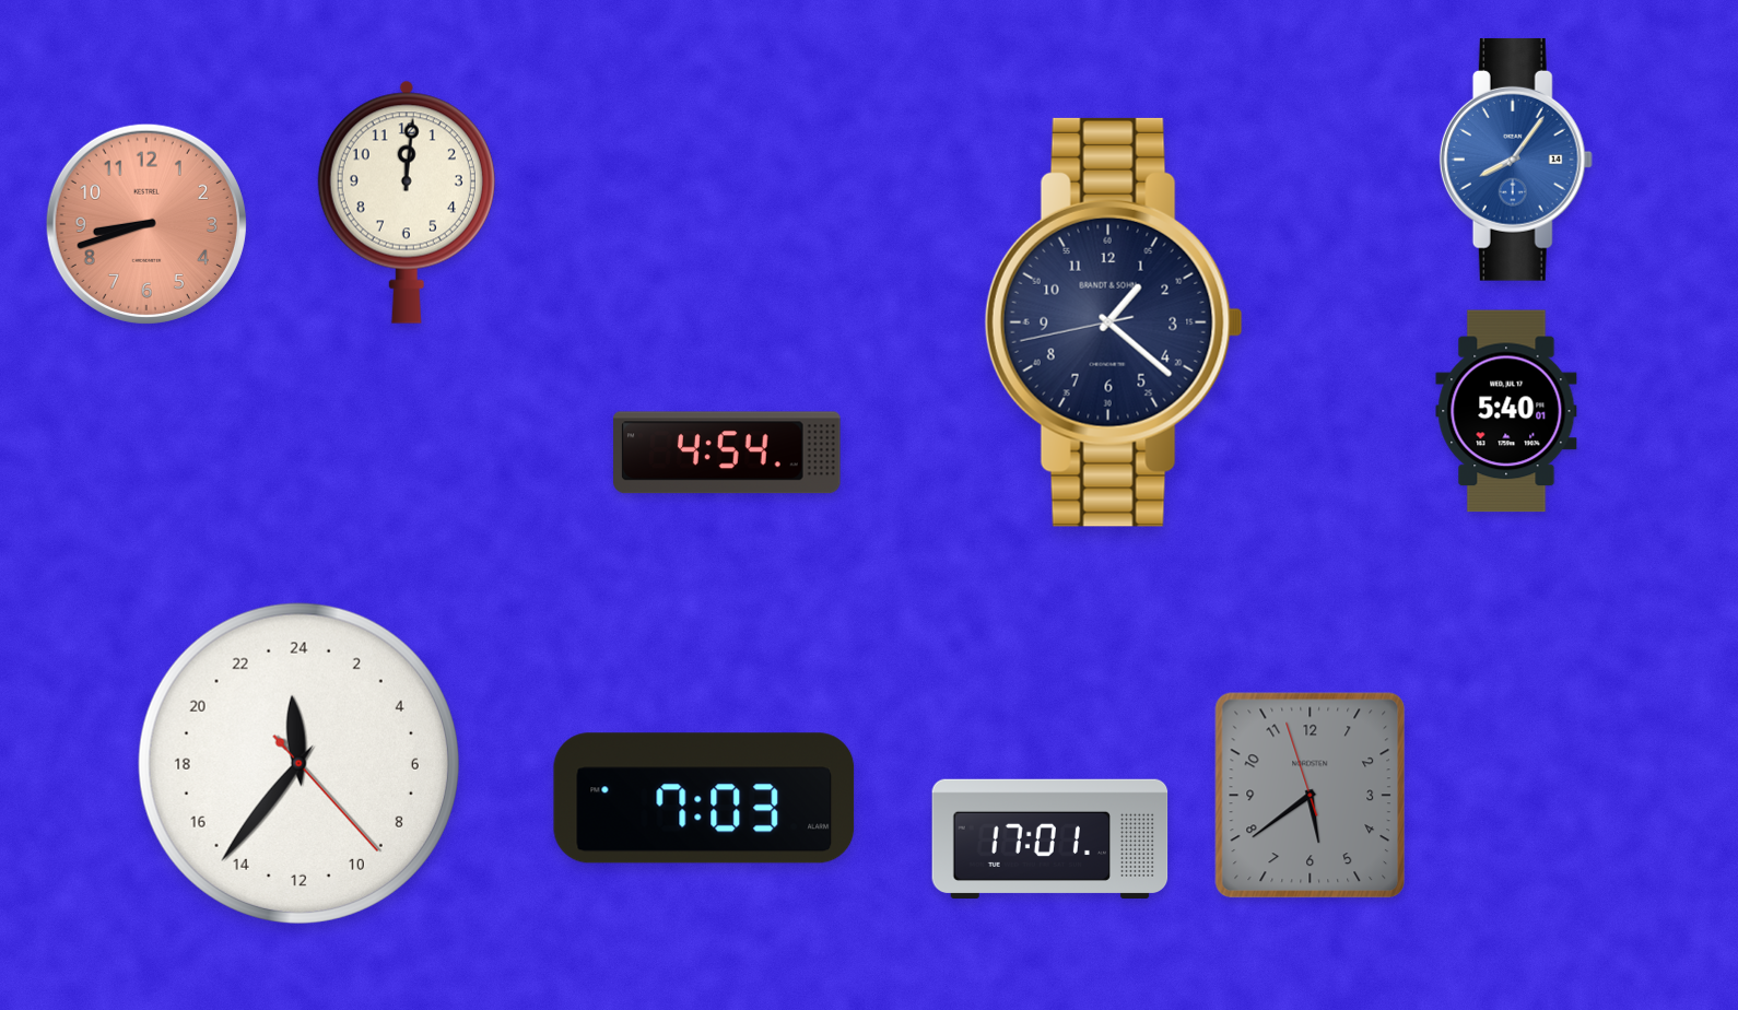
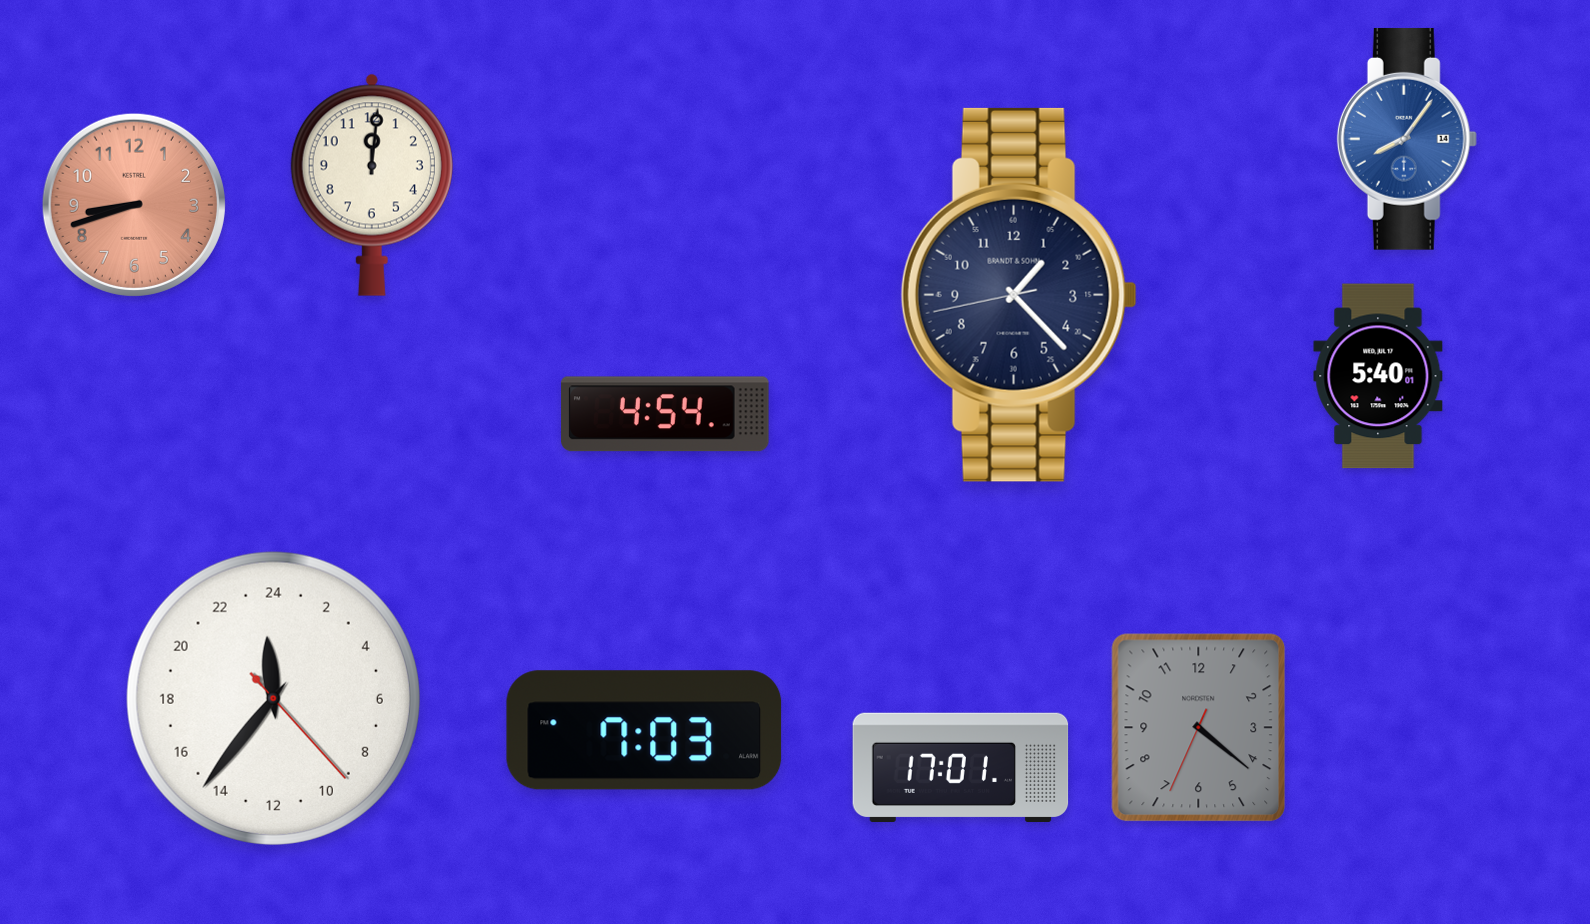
clock at (1516, 160) position: (1516, 160) -> (1407, 139)
clock at (1114, 322): 1:21 -> 1:22
clock at (1311, 796): 5:38 -> 4:21
